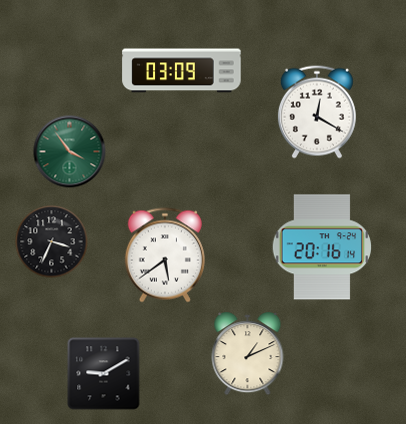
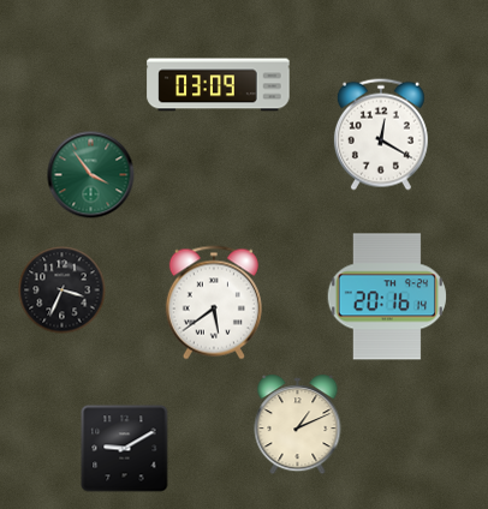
clock at (70, 152) position: (70, 152) -> (91, 175)
clock at (165, 255) position: (165, 255) -> (214, 303)
